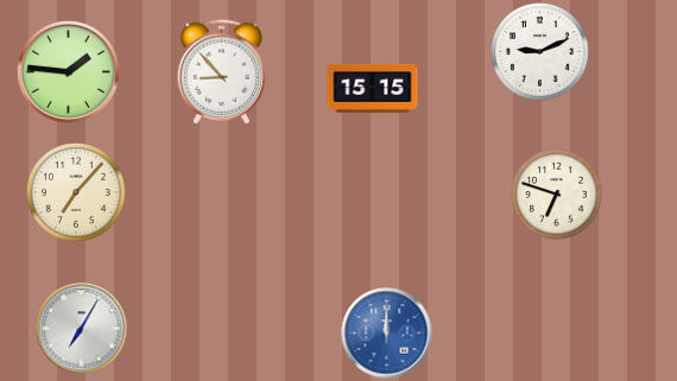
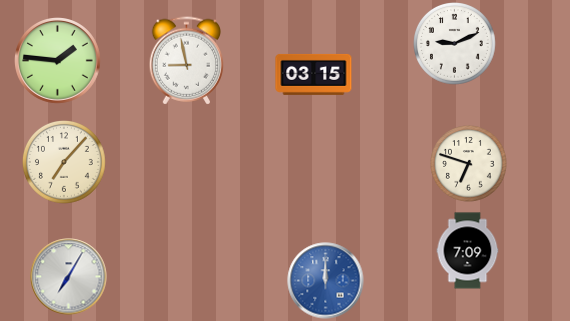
clock at (222, 72): 8:53 -> 8:58
clock at (373, 88): 15:15 -> 03:15
clock at (468, 251): none -> 7:09
